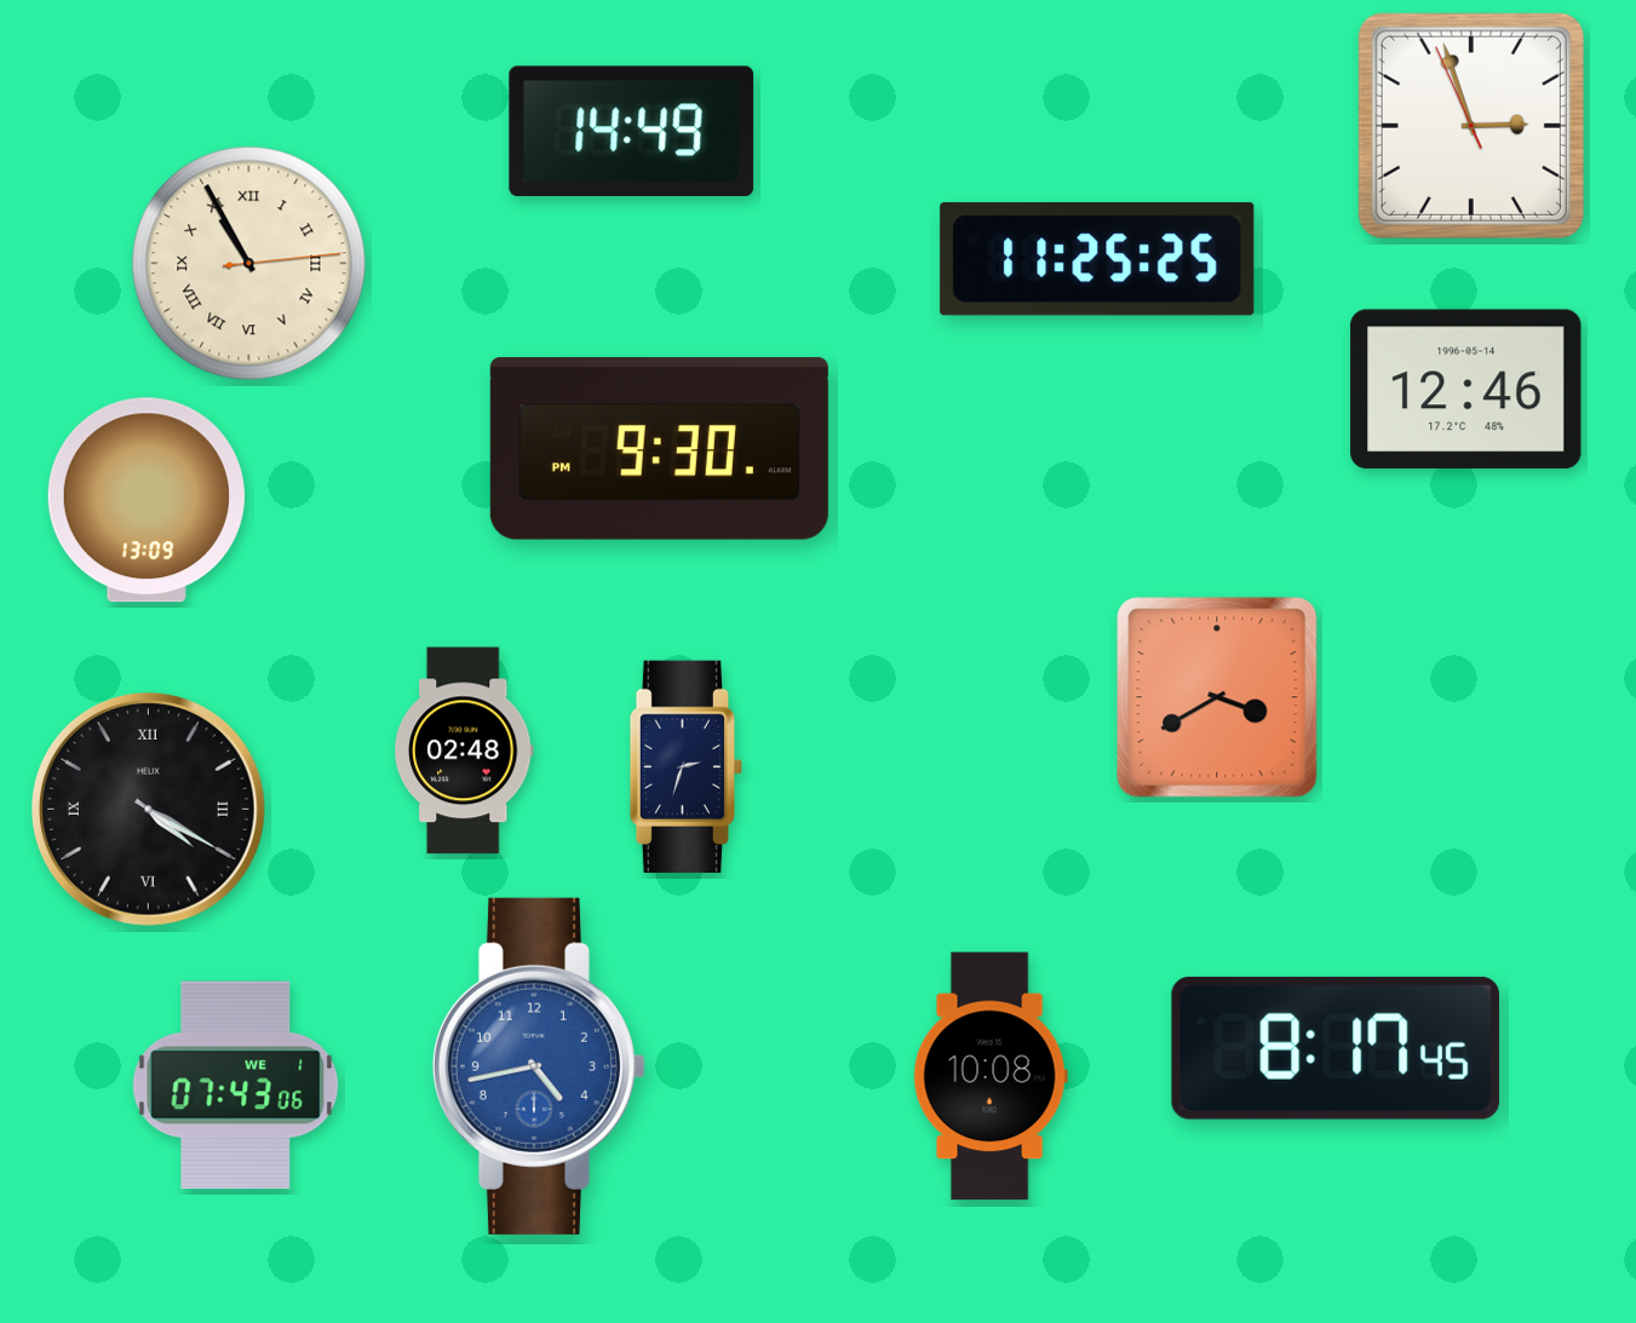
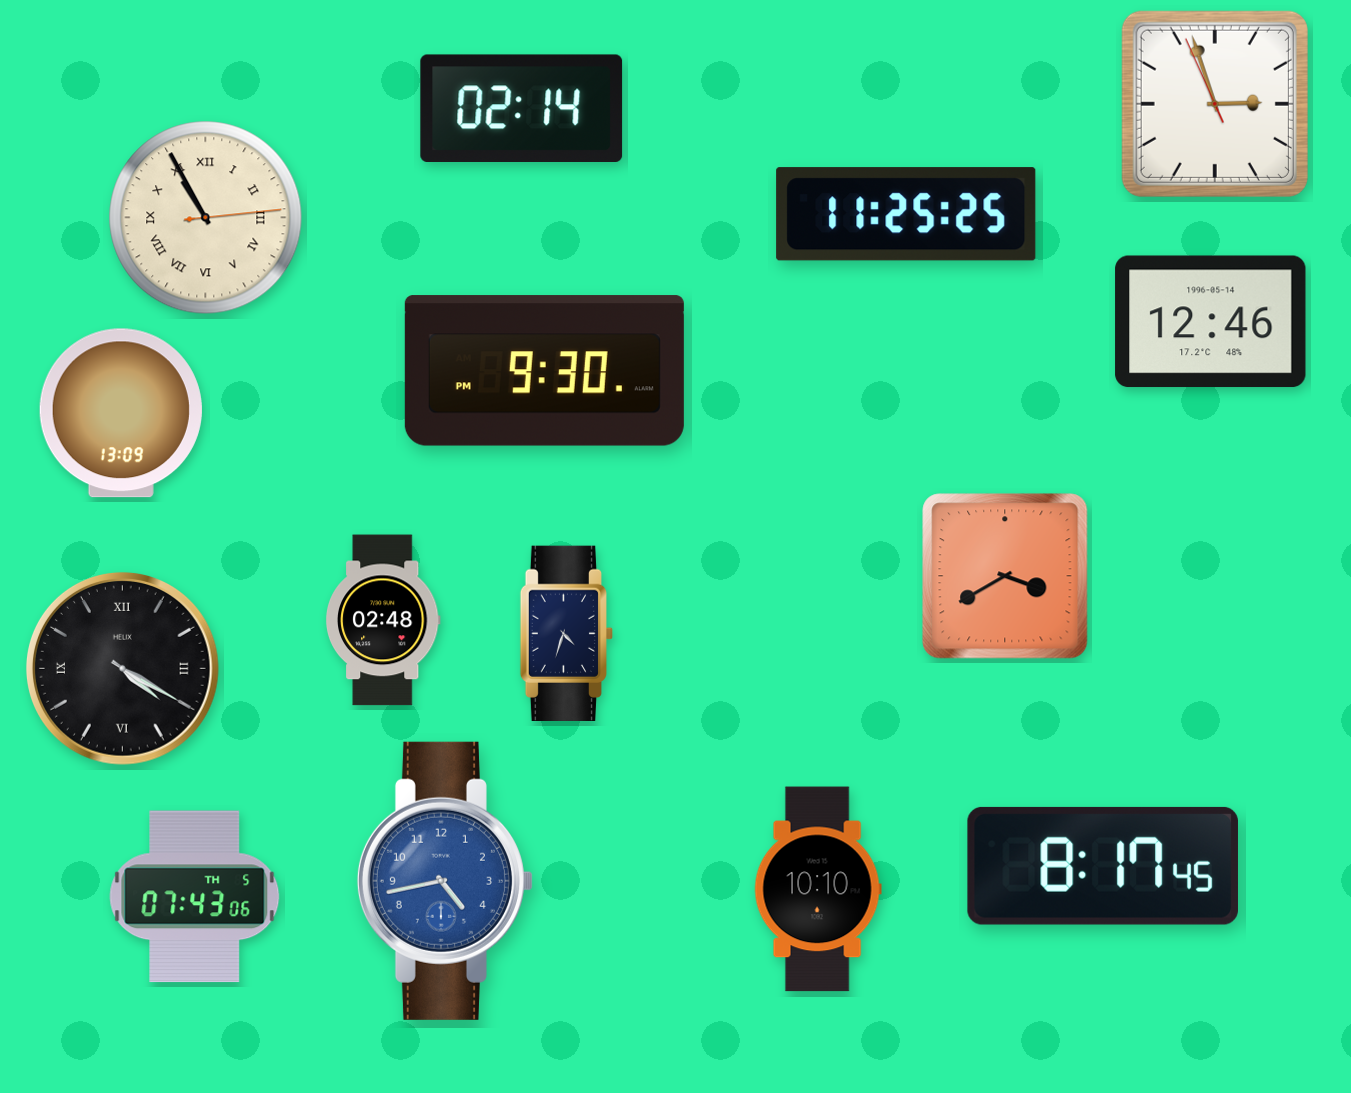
clock at (632, 131): 14:49 -> 02:14
clock at (685, 766): 2:33 -> 4:33
clock at (991, 1076): 10:08 -> 10:10
clock at (236, 1086) date: WE 1 -> TH 5
